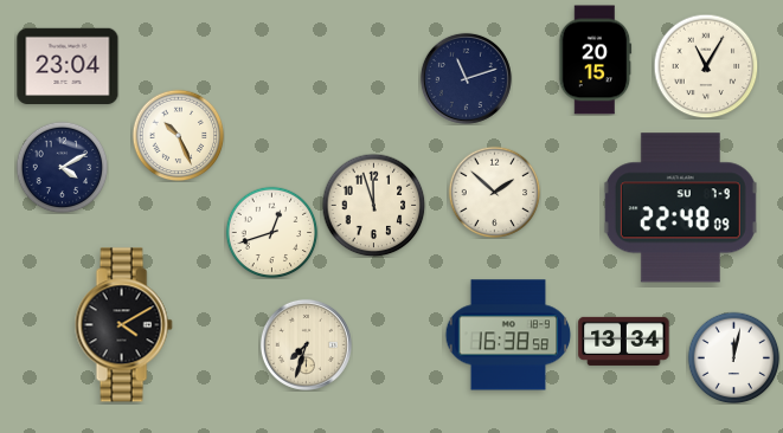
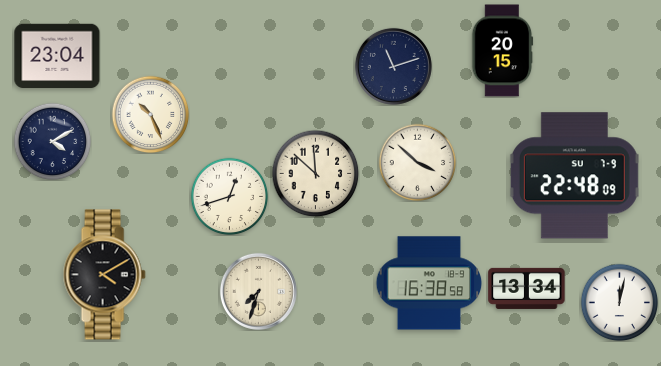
clock at (706, 66): 11:05 -> none
clock at (494, 192): 1:52 -> 3:52
clock at (373, 205): 11:57 -> 11:52
